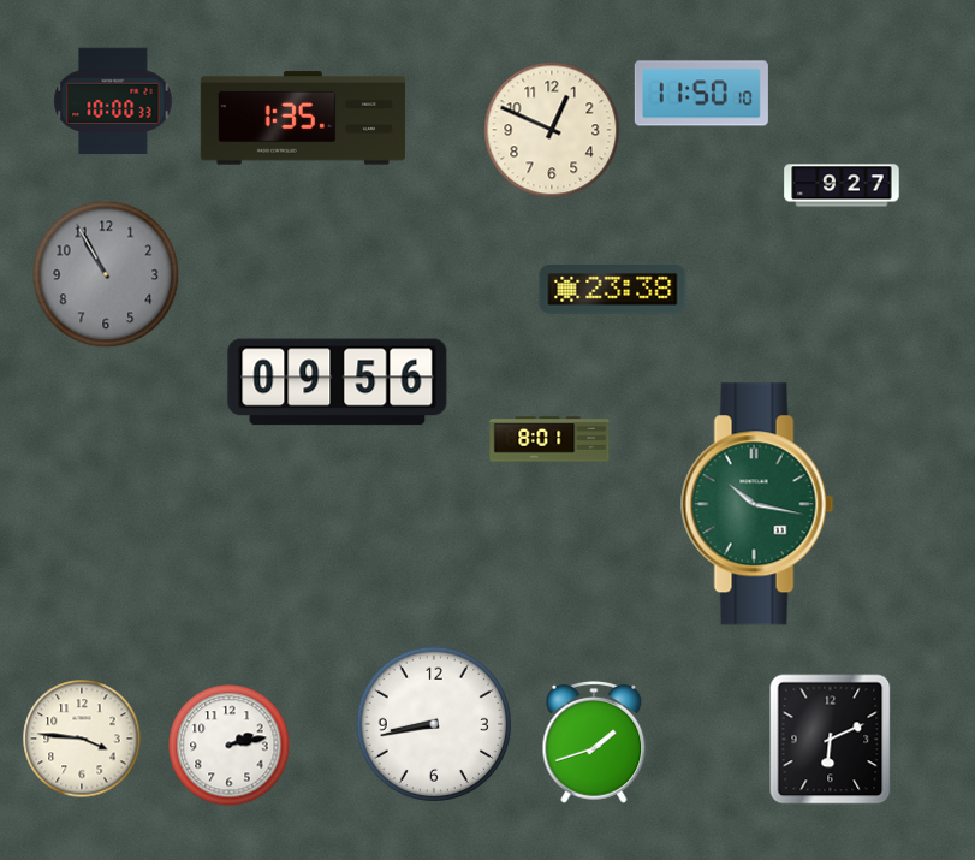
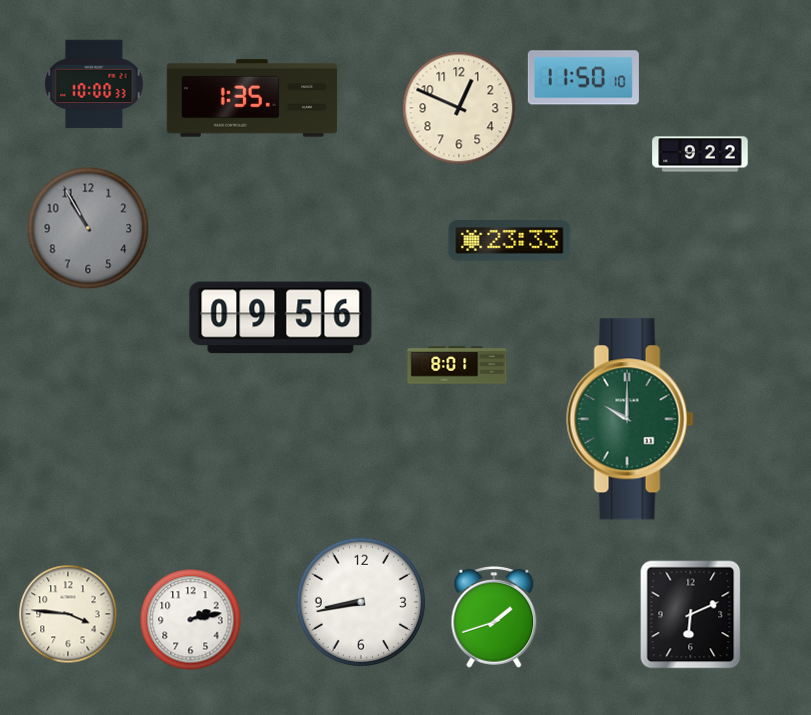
clock at (842, 185): 9:27 -> 9:22
clock at (613, 290): 23:38 -> 23:33
clock at (757, 504): 10:17 -> 10:00
